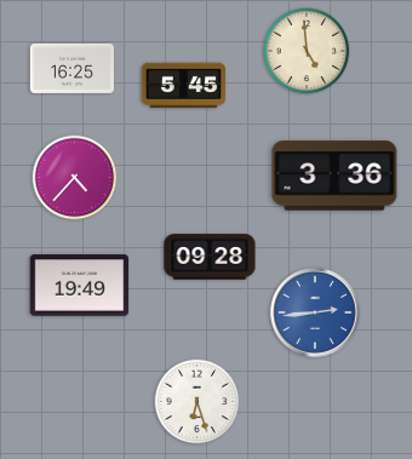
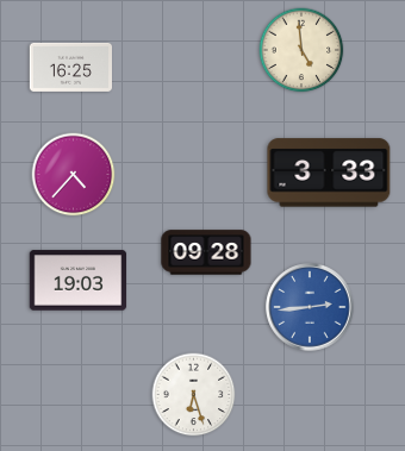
clock at (183, 86): 5:45 -> none
clock at (334, 176): 3:36 -> 3:33
clock at (80, 286): 19:49 -> 19:03
